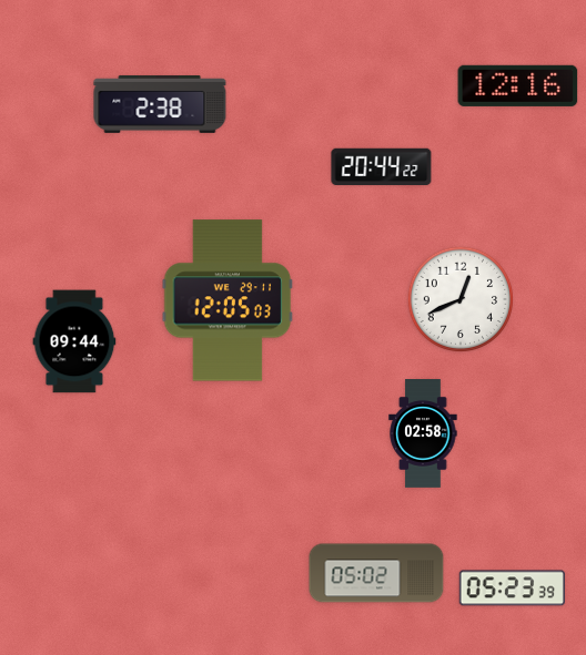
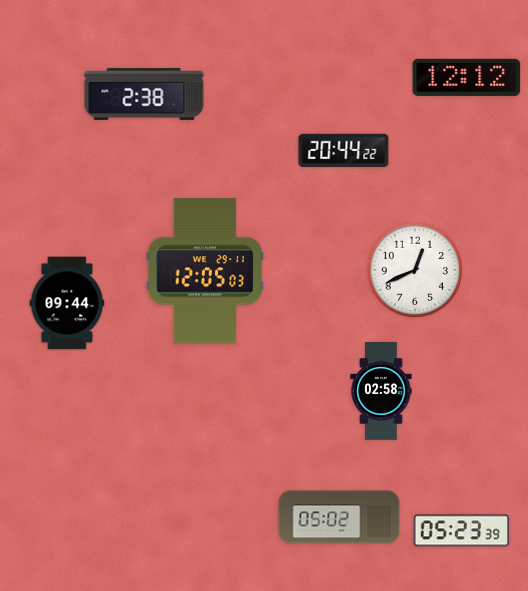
clock at (518, 85): 12:16 -> 12:12
clock at (74, 341) position: (74, 341) -> (67, 303)
